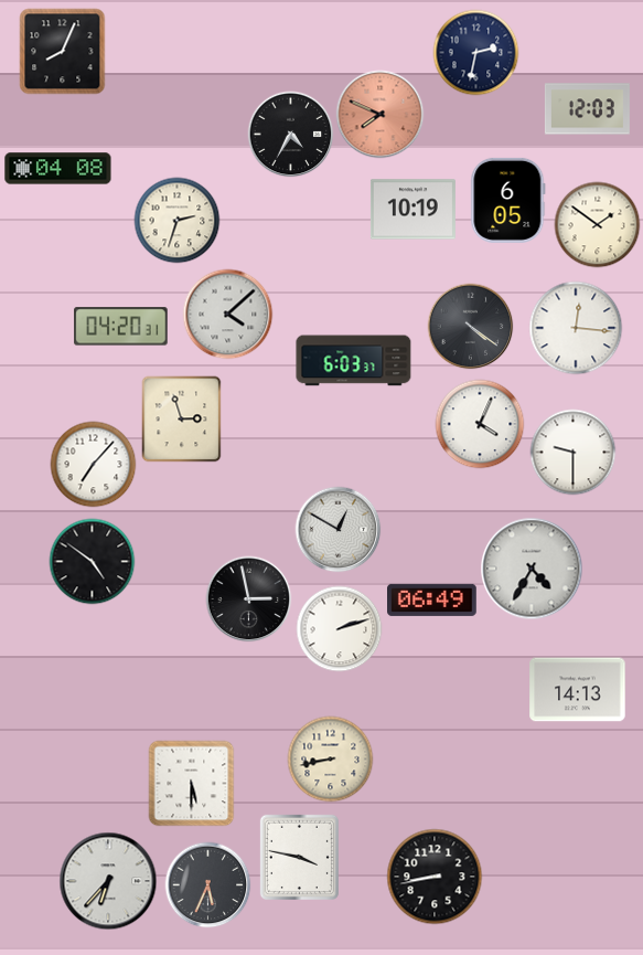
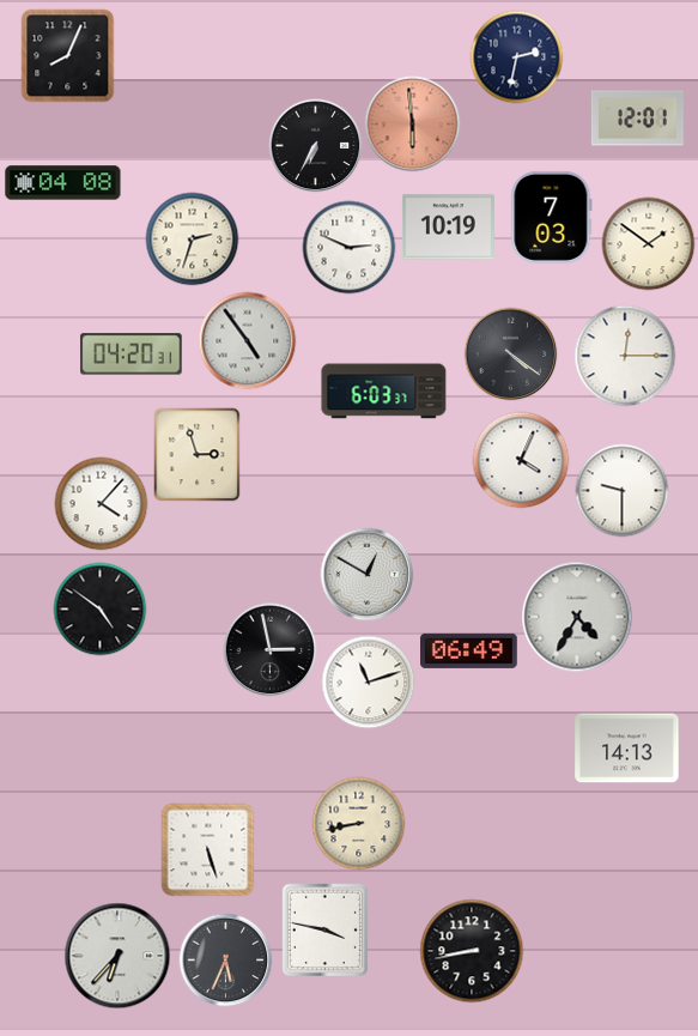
clock at (587, 109): 12:03 -> 12:01
clock at (379, 114): 7:49 -> 5:59
clock at (290, 134): 4:35 -> 6:35
clock at (508, 200): 6:05 -> 7:03
clock at (348, 247): none -> 2:49
clock at (227, 314): 4:08 -> 4:54
clock at (576, 328): 12:16 -> 12:15
clock at (93, 464): 7:07 -> 4:07
clock at (339, 628): 2:12 -> 11:12
clock at (191, 783): 5:30 -> 5:27
